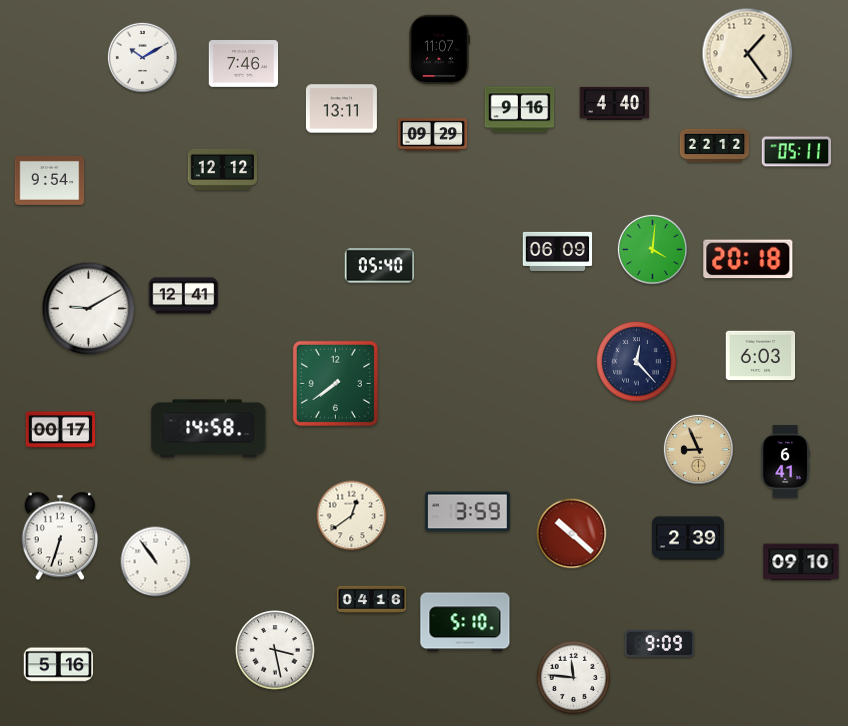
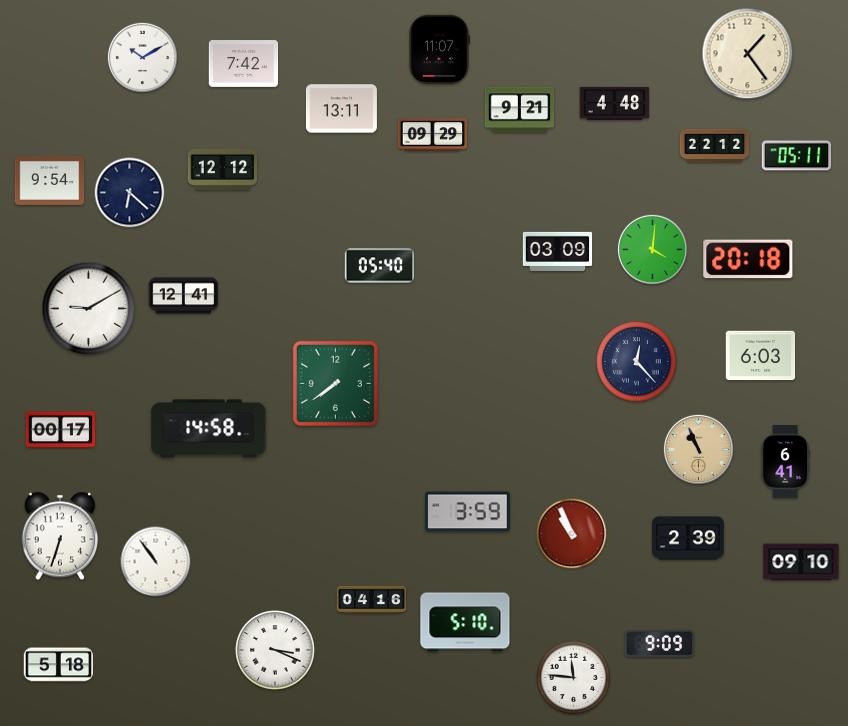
clock at (244, 64): 7:46 -> 7:42
clock at (615, 103): 4:40 -> 4:48
clock at (520, 110): 9:16 -> 9:21
clock at (797, 152) position: (797, 152) -> (797, 156)
clock at (130, 193): none -> 6:22
clock at (558, 251): 06:09 -> 03:09
clock at (698, 449): 8:56 -> 10:56
clock at (352, 516): 12:39 -> none
clock at (572, 534): 10:22 -> 10:56
clock at (275, 650): 3:28 -> 3:19
clock at (59, 665): 5:16 -> 5:18
